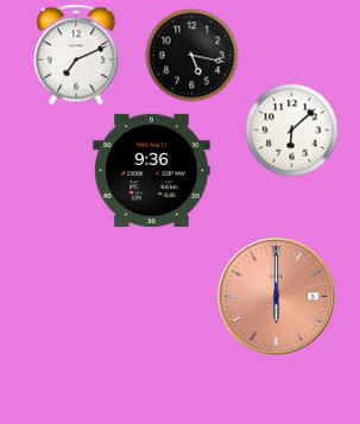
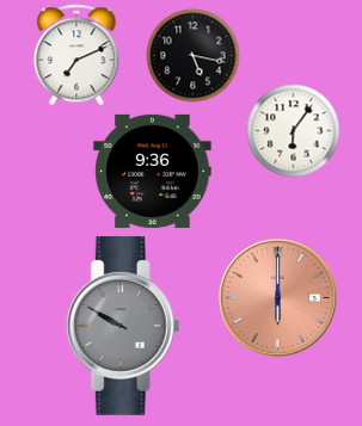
clock at (291, 129): 6:08 -> 6:06
clock at (123, 326): none -> 9:50
